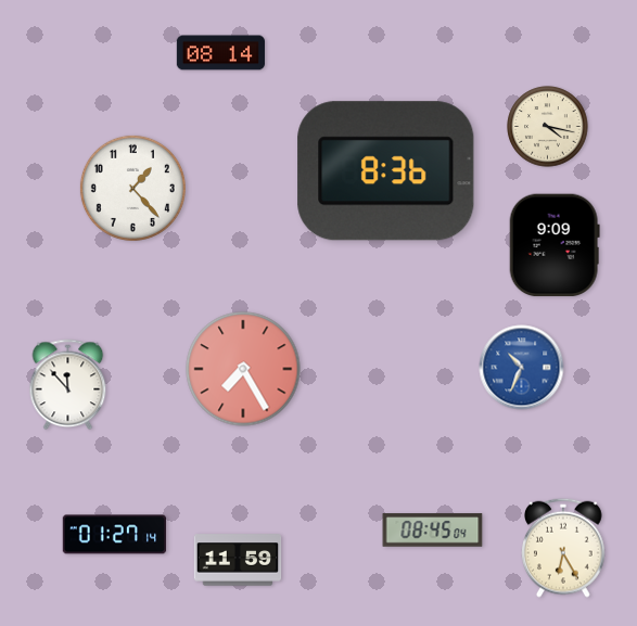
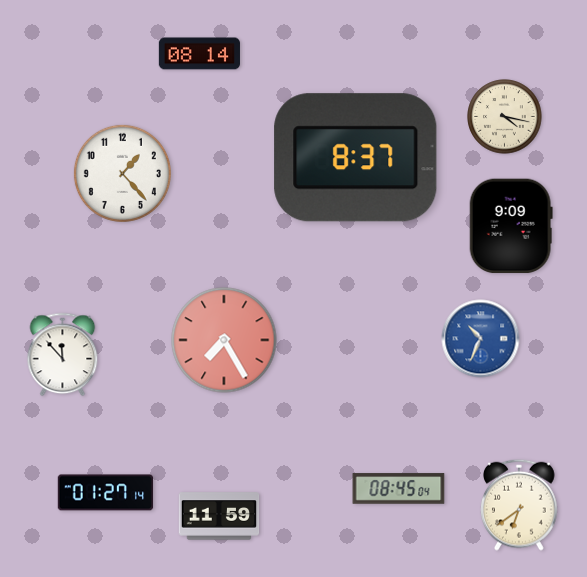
clock at (220, 53) position: (220, 53) -> (199, 54)
clock at (386, 171): 8:36 -> 8:37
clock at (564, 548): 6:25 -> 6:39
